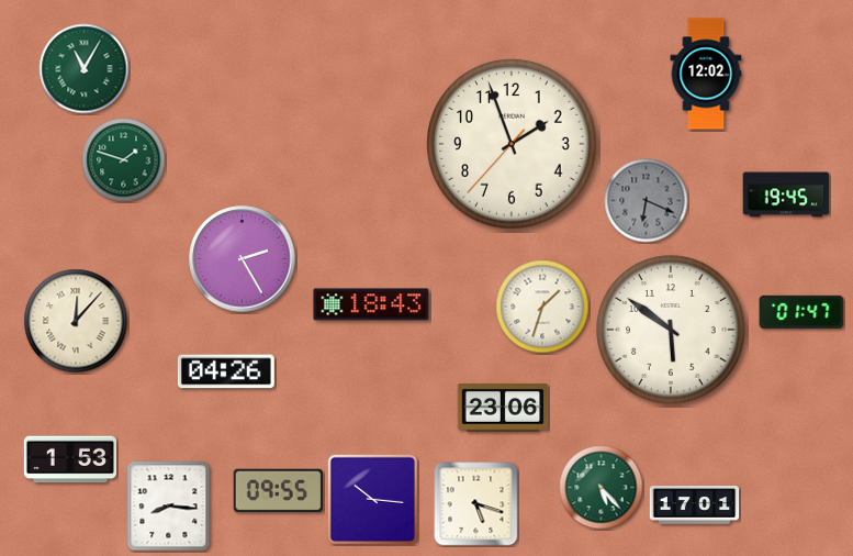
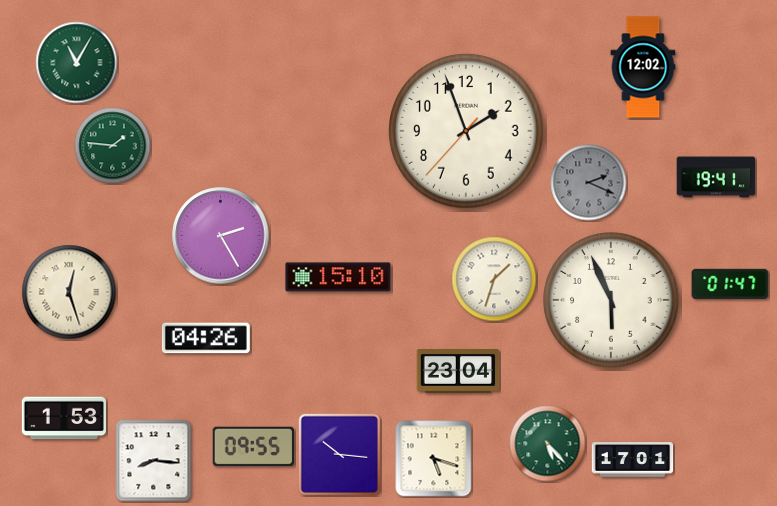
clock at (124, 160): 1:48 -> 1:46
clock at (786, 194): 19:45 -> 19:41
clock at (647, 201): 6:19 -> 2:19
clock at (371, 304): 18:43 -> 15:10
clock at (76, 321): 12:07 -> 12:27
clock at (671, 330): 5:51 -> 5:56
clock at (503, 409): 23:06 -> 23:04
